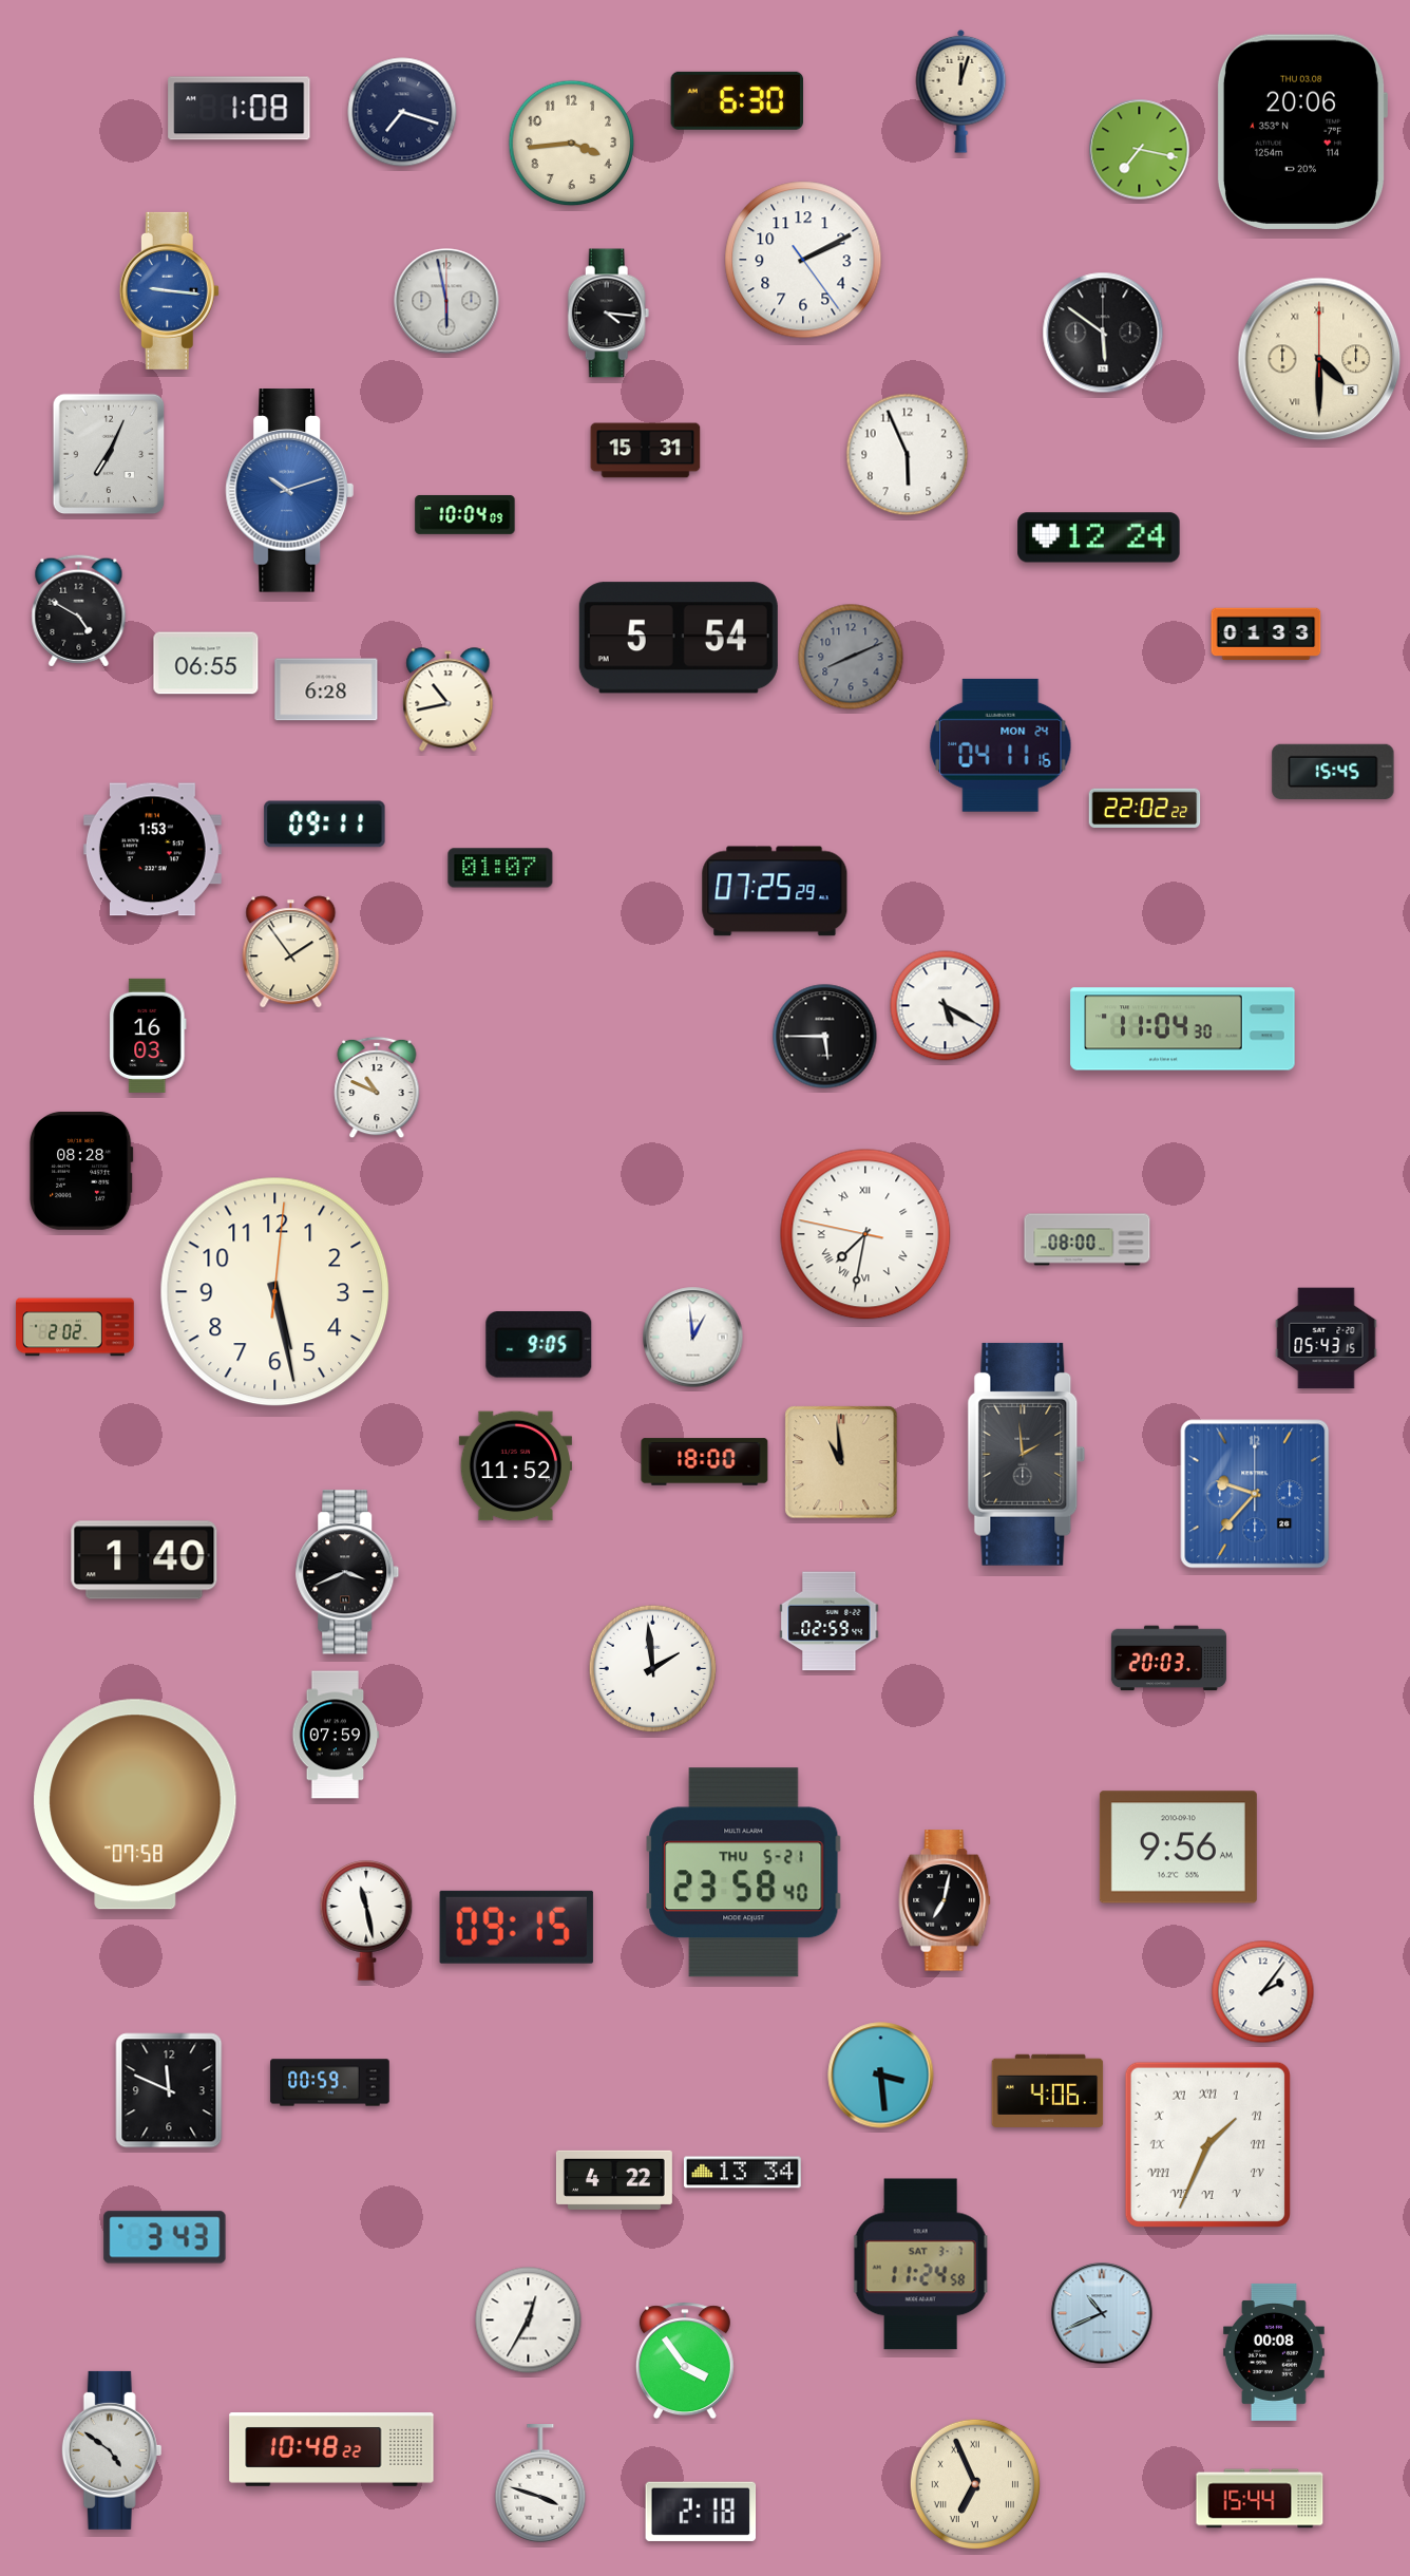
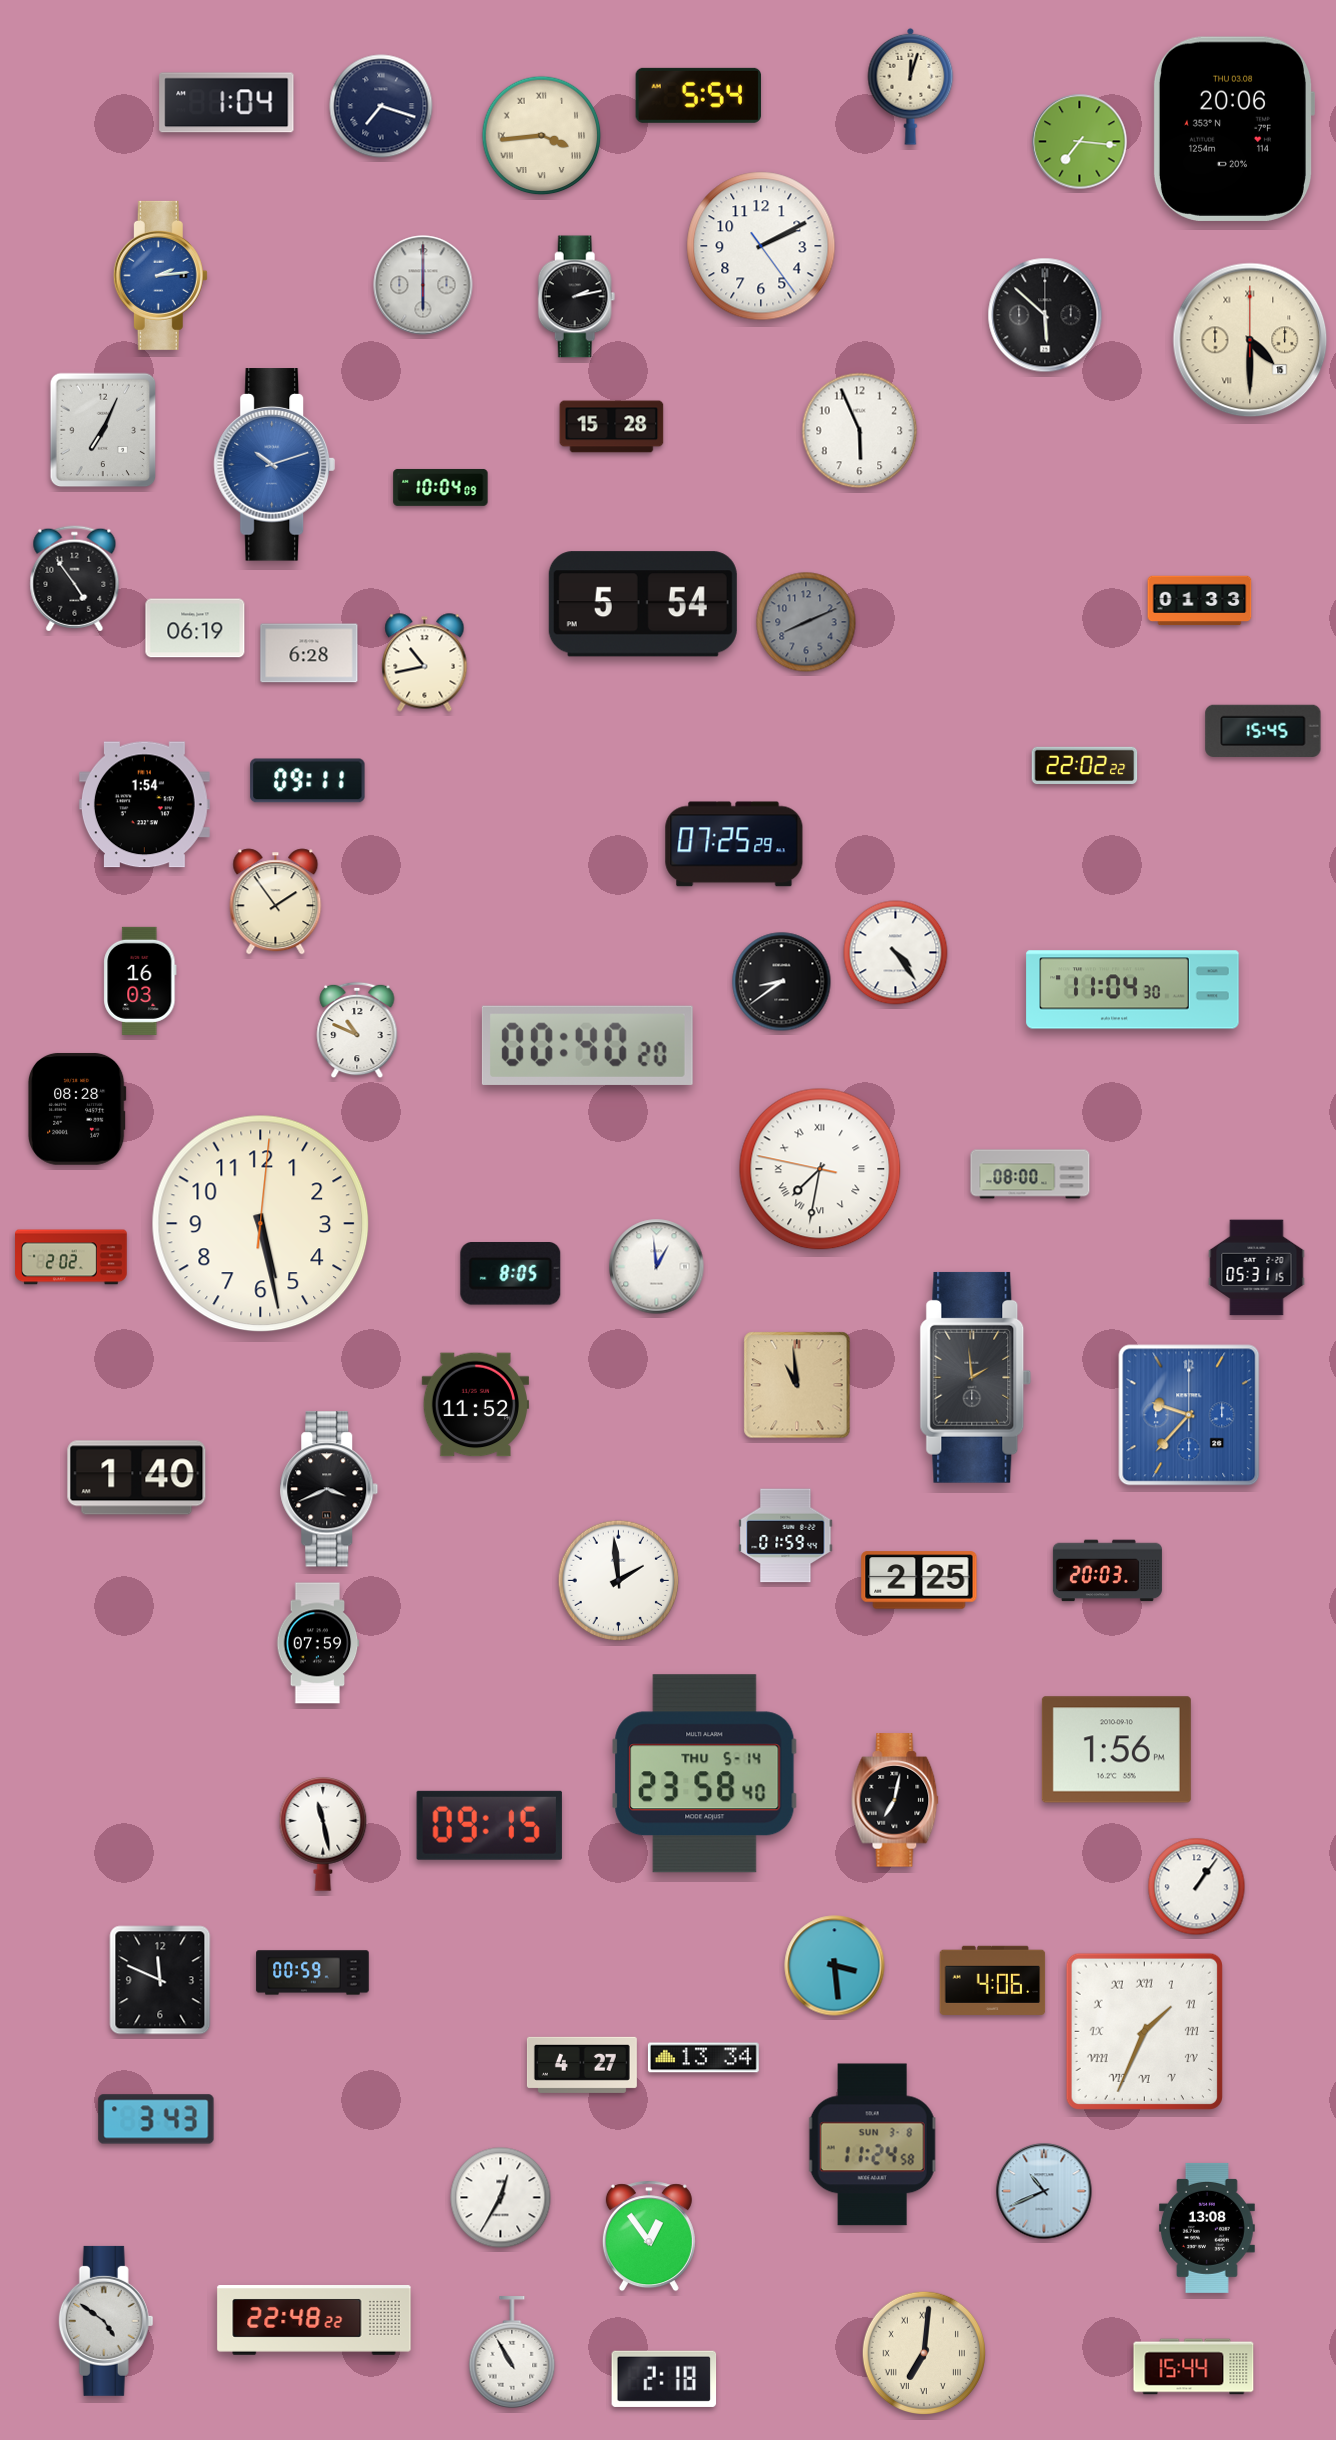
clock at (737, 100): 6:30 -> 5:54
clock at (240, 109): 1:08 -> 1:04
clock at (1301, 132) position: (1301, 132) -> (1233, 129)
clock at (572, 144) numerals: Arabic -> Roman
clock at (1140, 150): 7:17 -> 7:16
clock at (169, 290): 9:16 -> 2:14
clock at (446, 301): 5:58 -> 6:00
clock at (609, 314): 4:16 -> 2:13
clock at (1103, 333): 5:51 -> 5:52
clock at (646, 451): 15:31 -> 15:28
clock at (1099, 537): 12:24 -> none
clock at (79, 611): 4:50 -> 4:54
clock at (206, 663): 06:55 -> 06:19
clock at (1001, 745): 04:11 -> none
clock at (152, 850): 1:53 -> 1:54
clock at (500, 868): 01:07 -> none
clock at (946, 1006): 5:20 -> 4:24
clock at (1183, 1029) position: (1183, 1029) -> (1133, 990)
clock at (825, 1037): 5:45 -> 8:39
clock at (587, 1045): none -> 00:40
clock at (1327, 1339): 05:43 -> 05:31
clock at (539, 1345): 9:05 -> 8:05
clock at (1027, 1454) position: (1027, 1454) -> (976, 1377)
clock at (705, 1462): 18:00 -> none
clock at (515, 1466) position: (515, 1466) -> (475, 1405)
clock at (830, 1622): 02:59 -> 01:59
clock at (919, 1580): none -> 2:25
clock at (135, 1804): 07:58 -> none
clock at (1178, 1848): 9:56 -> 1:56
clock at (744, 1873) date: THU 5-21 -> THU 5-14
clock at (366, 1920) position: (366, 1920) -> (323, 1834)
clock at (1263, 1992): 2:06 -> 1:06
clock at (614, 2180): 4:22 -> 4:27
clock at (920, 2265) date: SAT 3-7 -> SUN 3-8
clock at (1274, 2352): 00:08 -> 13:08
clock at (685, 2361): 3:54 -> 12:54
clock at (331, 2450): 10:48 -> 22:48
clock at (974, 2483): 6:56 -> 7:01
clock at (540, 2484): 3:48 -> 10:55
